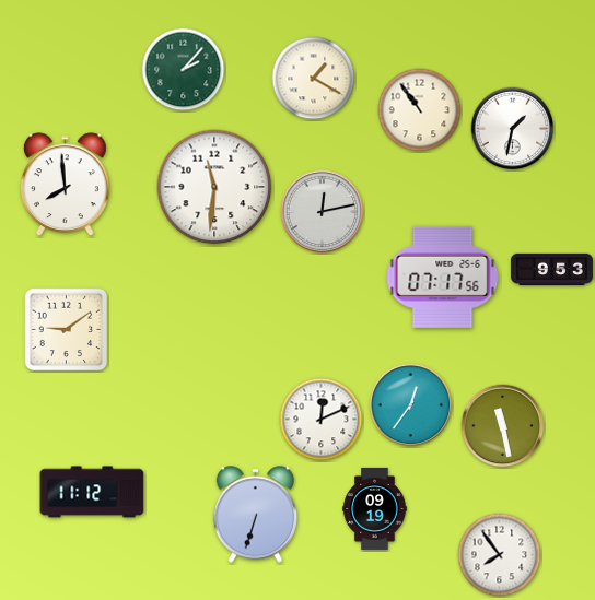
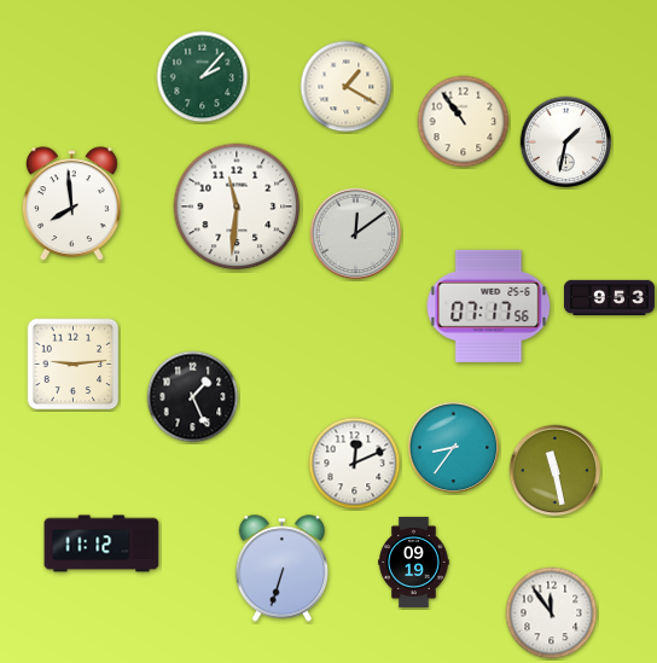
clock at (323, 212): 12:13 -> 12:09
clock at (67, 330): 9:09 -> 9:14
clock at (193, 397): none -> 1:26
clock at (411, 405): 12:36 -> 8:36
clock at (500, 555): 7:54 -> 11:54
